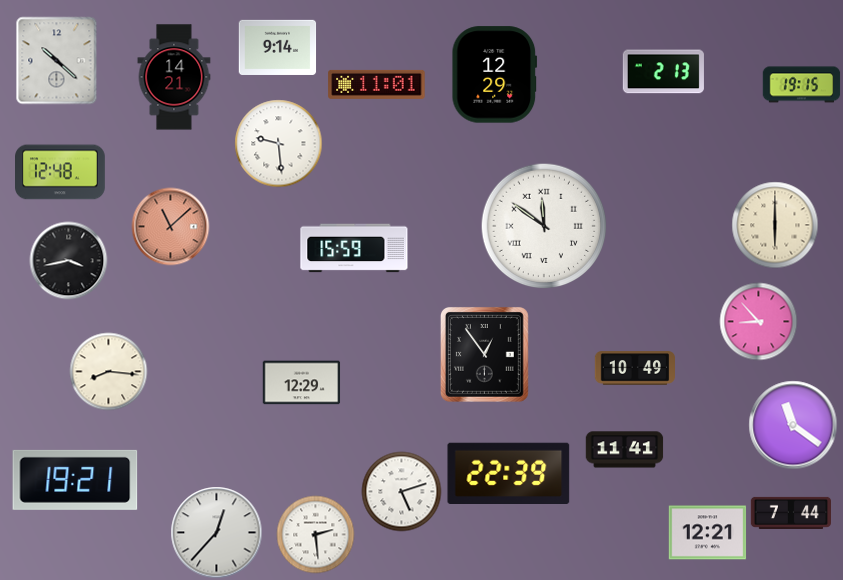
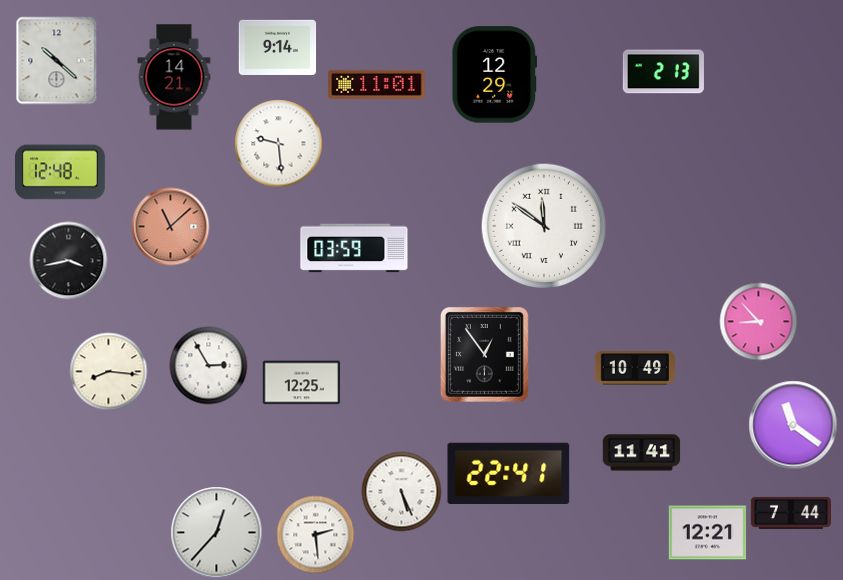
clock at (801, 85): 19:15 -> none
clock at (775, 225): 6:00 -> none
clock at (354, 248): 15:59 -> 03:59
clock at (208, 365): none -> 2:55
clock at (301, 383): 12:29 -> 12:25
clock at (624, 450) position: (624, 450) -> (641, 453)
clock at (509, 473): 22:39 -> 22:41
clock at (75, 480): 19:21 -> none
clock at (401, 491): 5:12 -> 5:26
